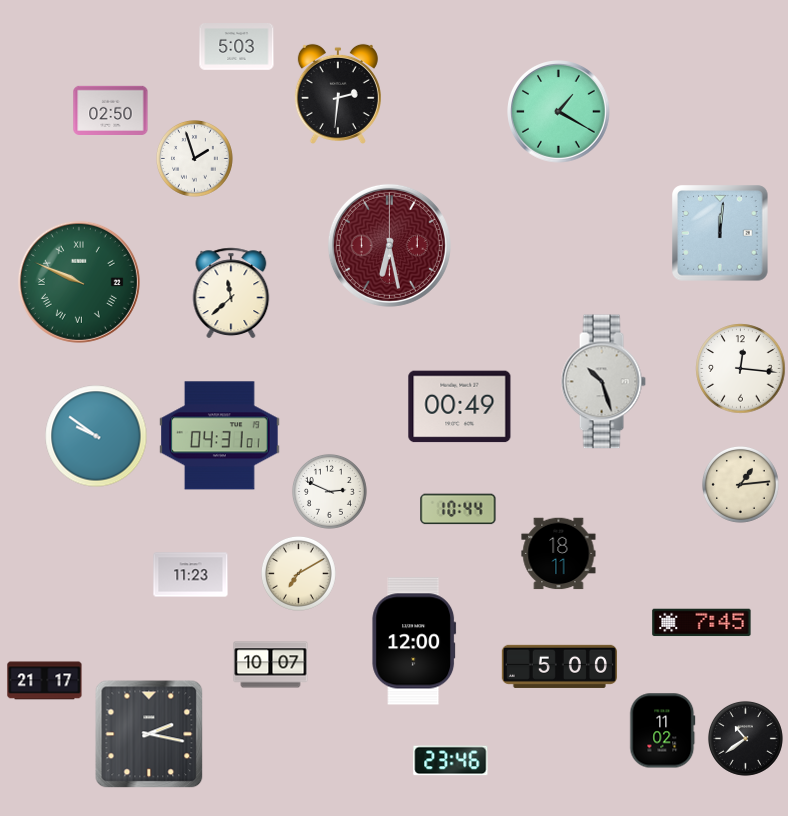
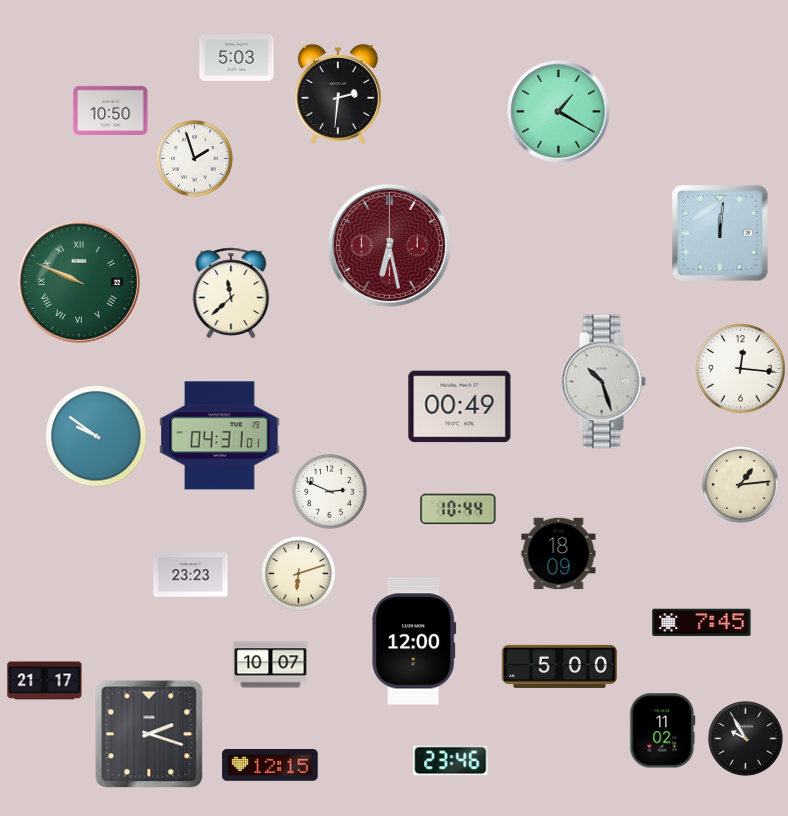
clock at (237, 47) position: (237, 47) -> (237, 58)
clock at (111, 110): 02:50 -> 10:50
clock at (559, 554): 18:11 -> 18:09
clock at (298, 573): 7:10 -> 6:12
clock at (191, 575): 11:23 -> 23:23
clock at (149, 734): 2:17 -> 2:18
clock at (745, 738): 10:39 -> 9:55
clock at (270, 766): none -> 12:15
